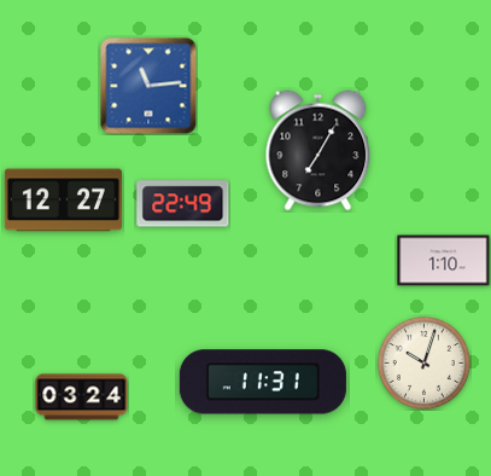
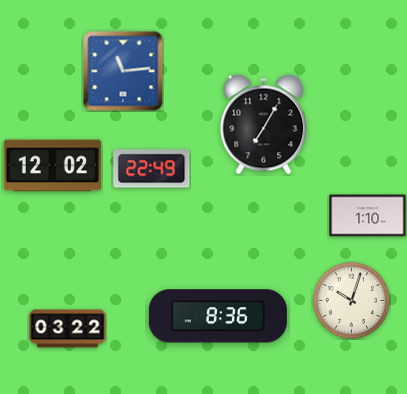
clock at (63, 201): 12:27 -> 12:02
clock at (263, 382): 11:31 -> 8:36
clock at (82, 397): 03:24 -> 03:22
